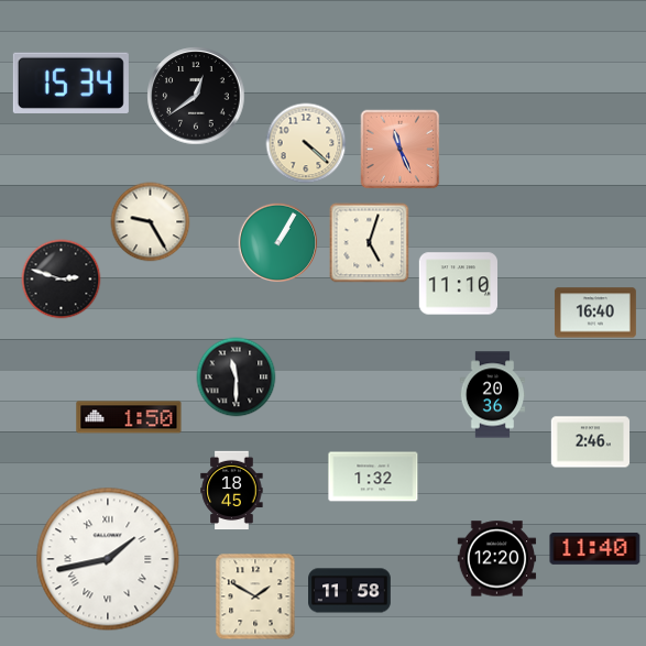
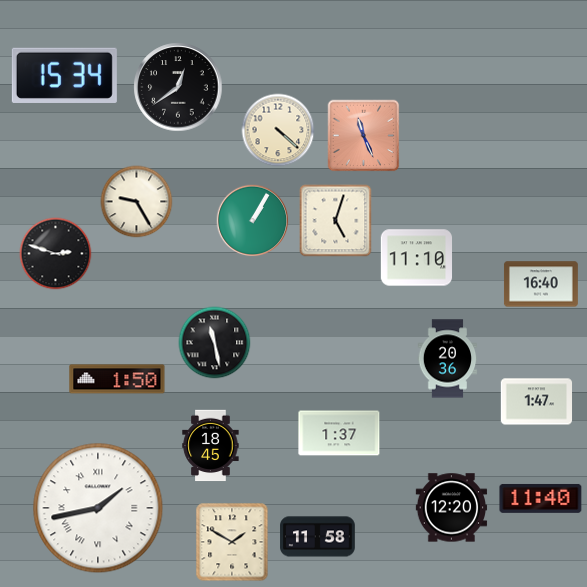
clock at (237, 377): 11:30 -> 11:28
clock at (591, 442): 2:46 -> 1:47
clock at (373, 477): 1:32 -> 1:37
